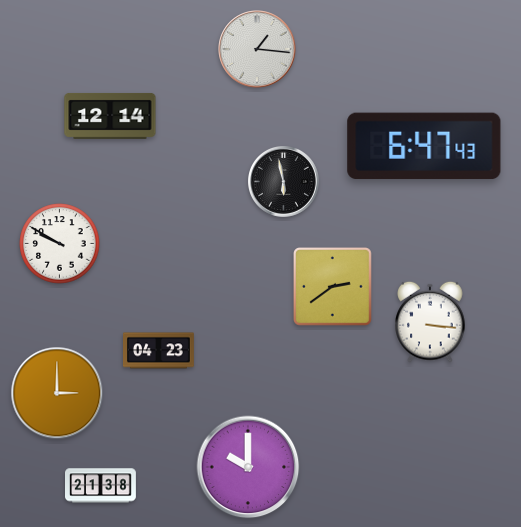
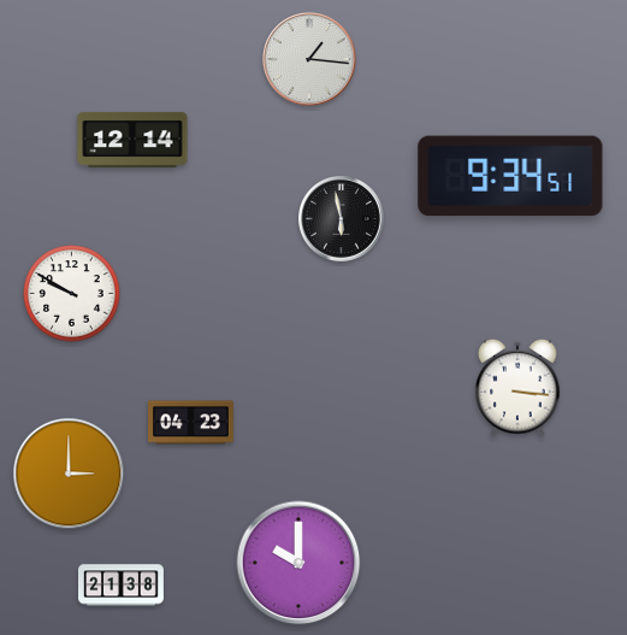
clock at (424, 146): 6:47 -> 9:34
clock at (333, 287): 2:39 -> none
